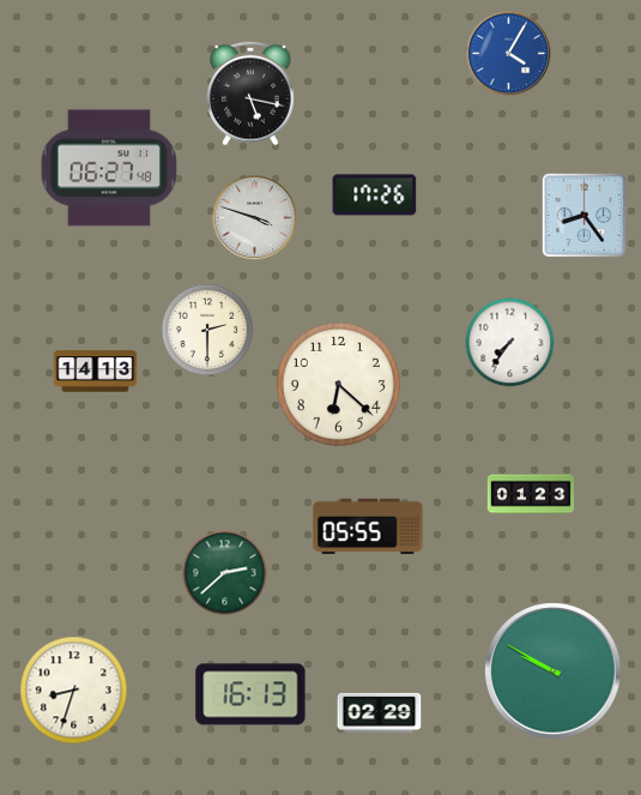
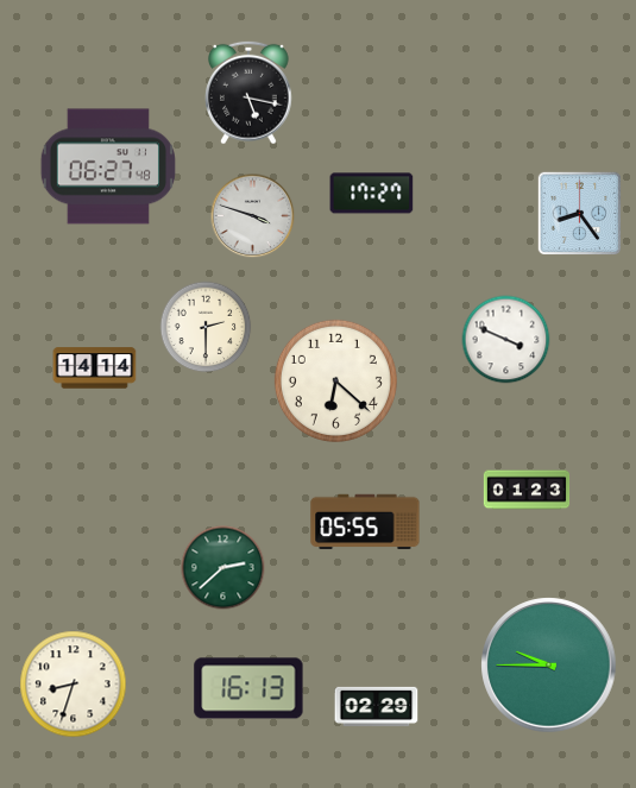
clock at (509, 54): 4:05 -> none
clock at (375, 195): 17:26 -> 17:27
clock at (510, 343): 7:36 -> 3:49
clock at (96, 372): 14:13 -> 14:14
clock at (554, 671): 9:50 -> 9:45
